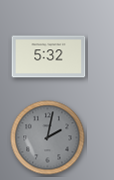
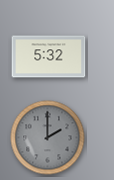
clock at (48, 138): 2:02 -> 2:00
